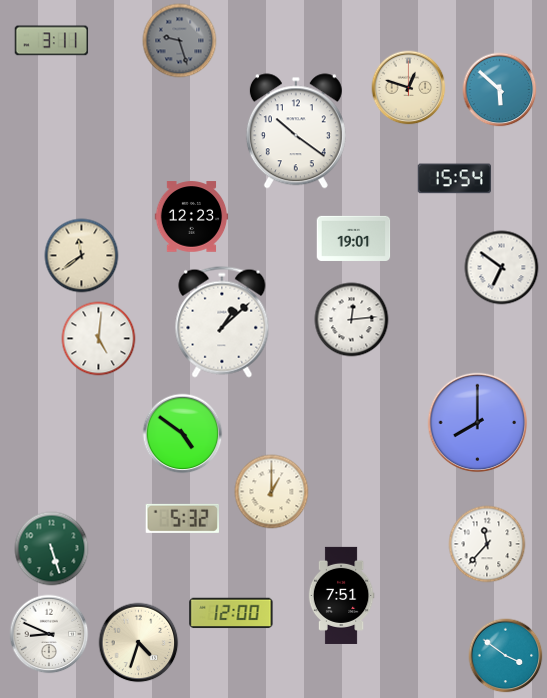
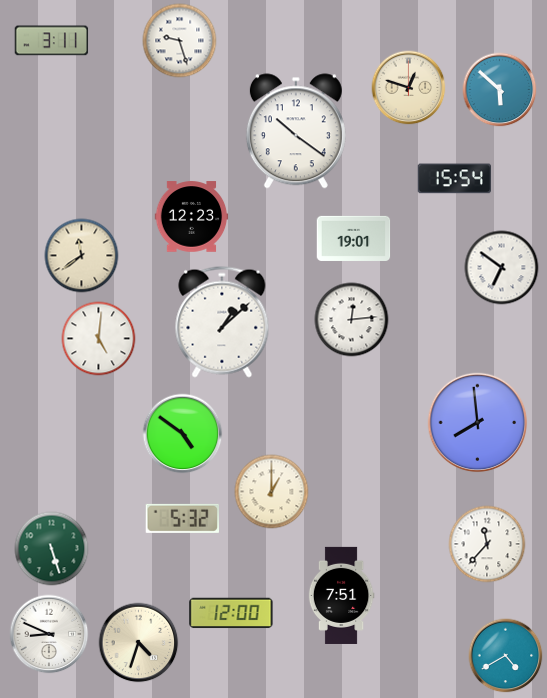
clock at (180, 41) dial: grey -> white
clock at (478, 423): 8:00 -> 7:59
clock at (506, 656): 3:51 -> 4:40
